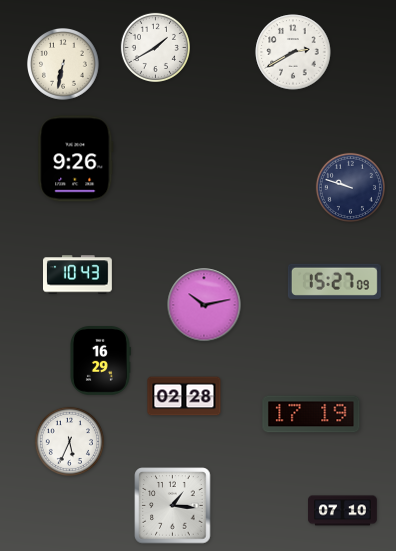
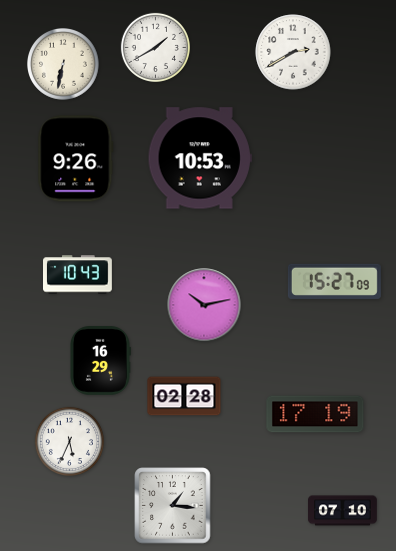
clock at (200, 158): none -> 10:53
clock at (350, 187): 9:48 -> none
clock at (311, 414) position: (311, 414) -> (315, 414)
